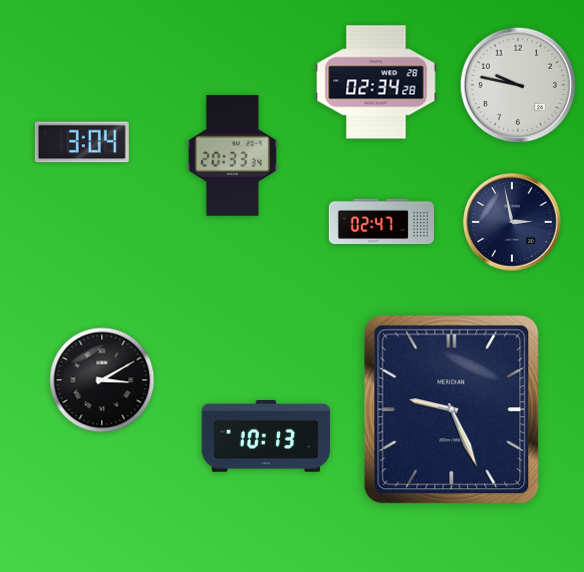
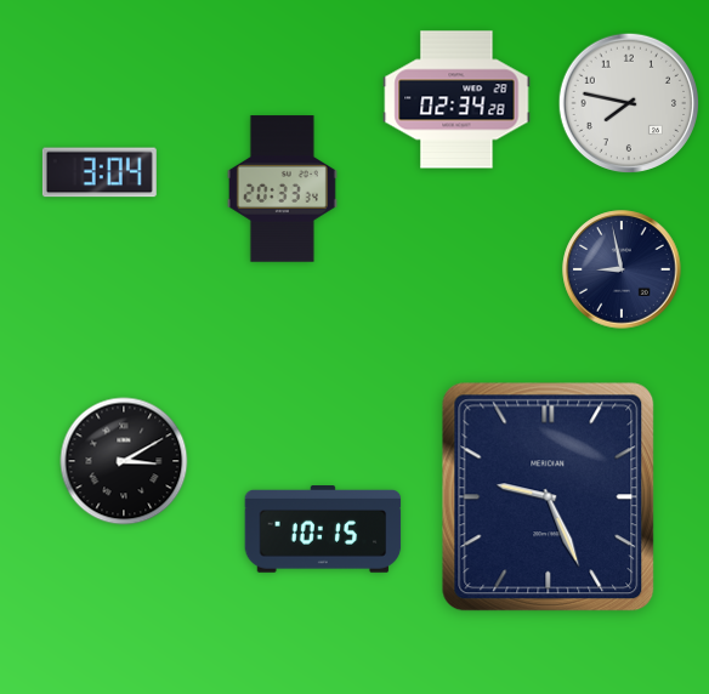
clock at (518, 85): 9:47 -> 7:47
clock at (381, 222): 02:47 -> none
clock at (512, 222): 2:58 -> 8:58
clock at (266, 437): 10:13 -> 10:15
